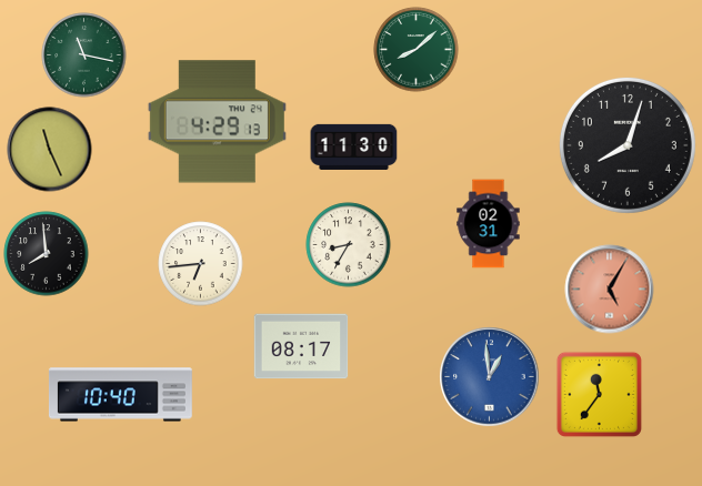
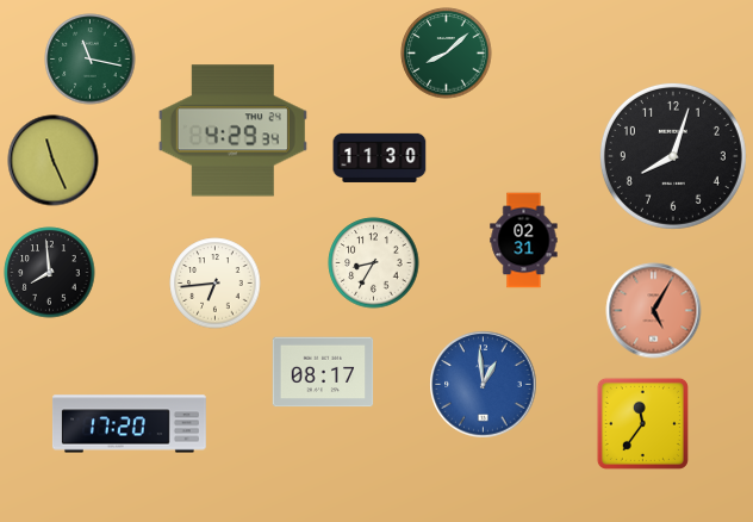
clock at (217, 122): 4:29:13 -> 4:29:34
clock at (490, 377) position: (490, 377) -> (484, 385)
clock at (120, 395): 10:40 -> 17:20
